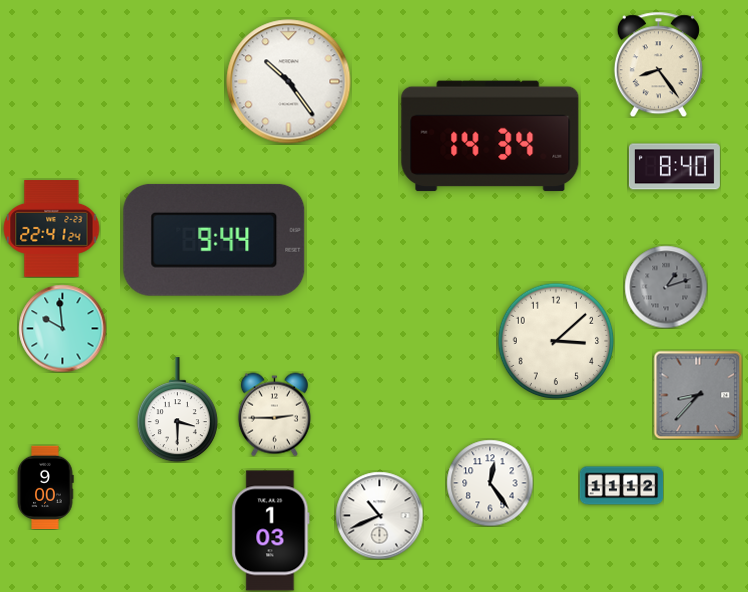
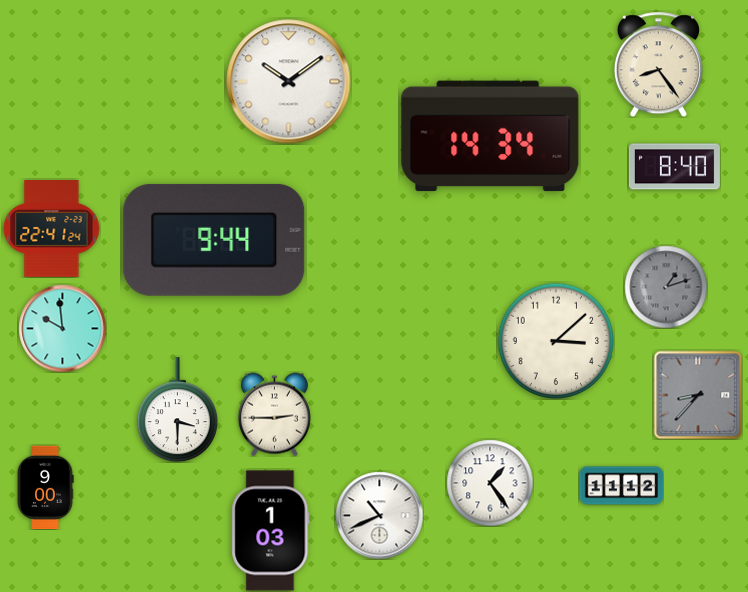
clock at (289, 82): 10:24 -> 10:09
clock at (490, 483): 12:24 -> 1:24
